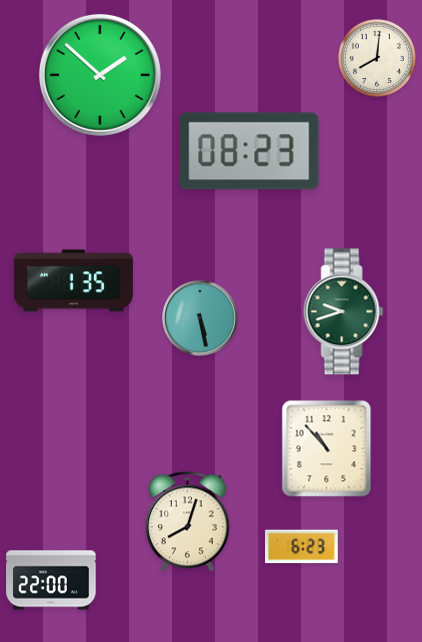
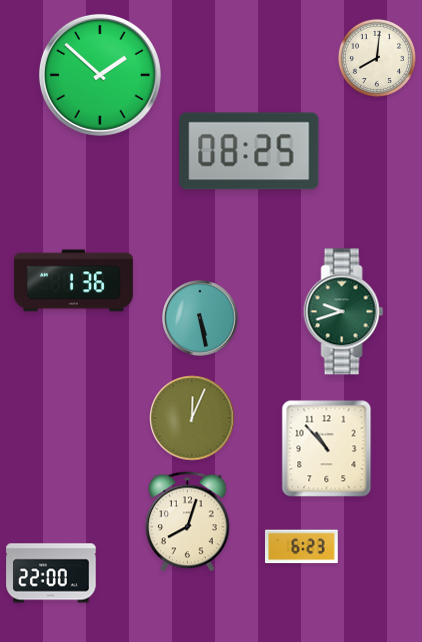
clock at (249, 151): 08:23 -> 08:25
clock at (73, 281): 1:35 -> 1:36
clock at (192, 418): none -> 12:04
clock at (51, 580) position: (51, 580) -> (51, 573)
